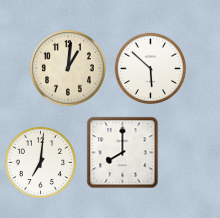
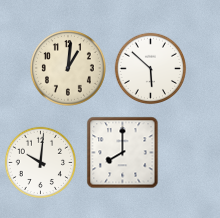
clock at (41, 163): 7:01 -> 10:01
